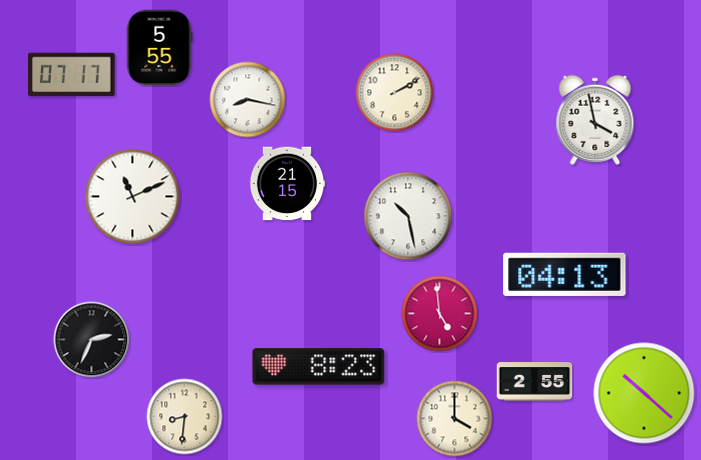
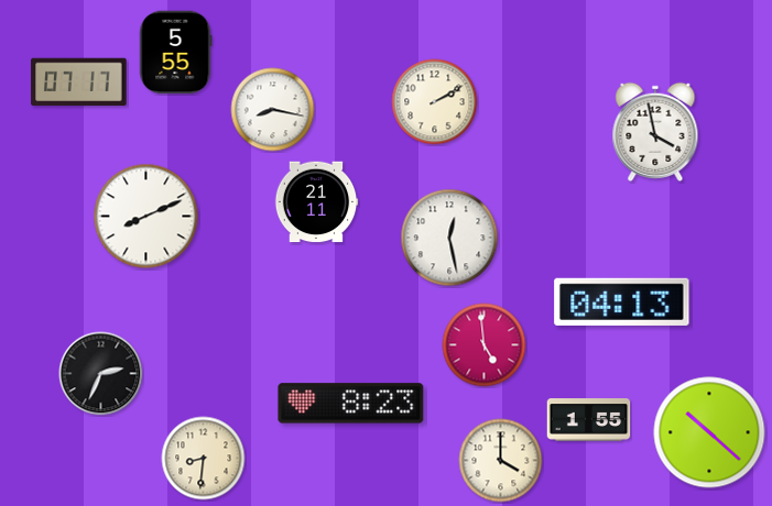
clock at (287, 184): 21:15 -> 21:11
clock at (133, 197): 11:11 -> 8:11
clock at (408, 216): 10:28 -> 12:28
clock at (535, 382): 2:55 -> 1:55
